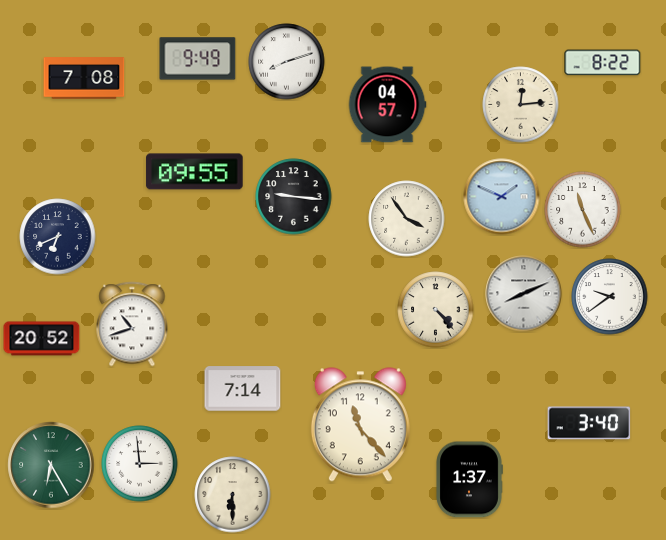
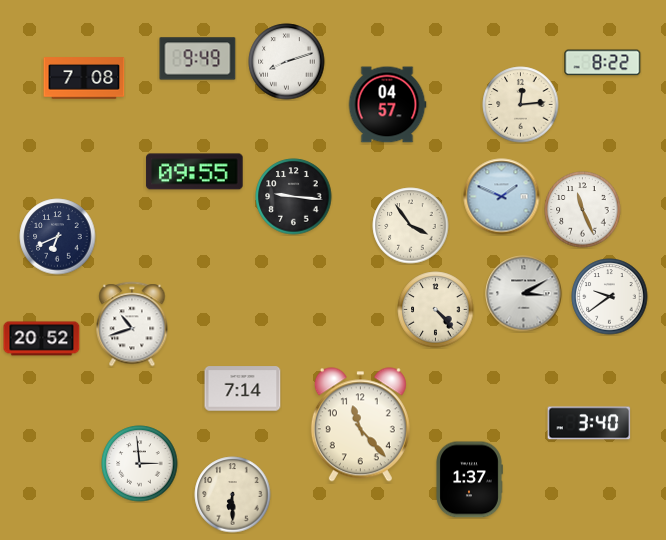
clock at (407, 219) position: (407, 219) -> (411, 226)
clock at (524, 294): 8:11 -> 3:10
clock at (51, 465): 6:25 -> none
